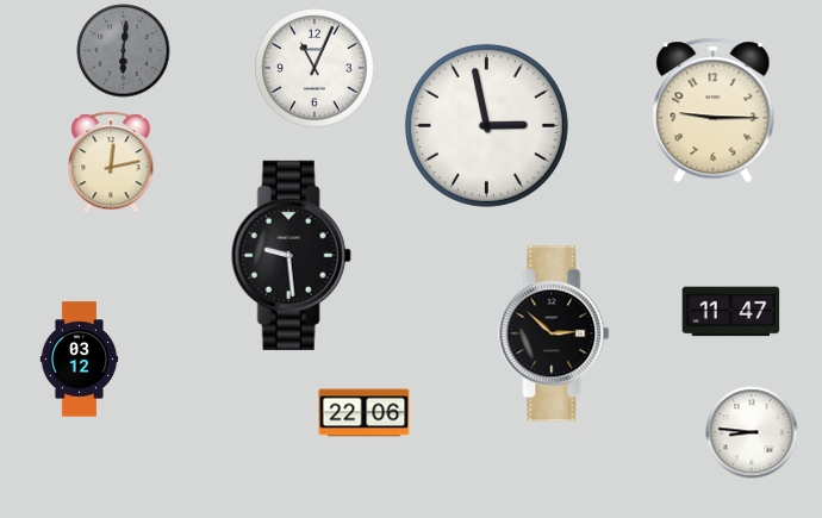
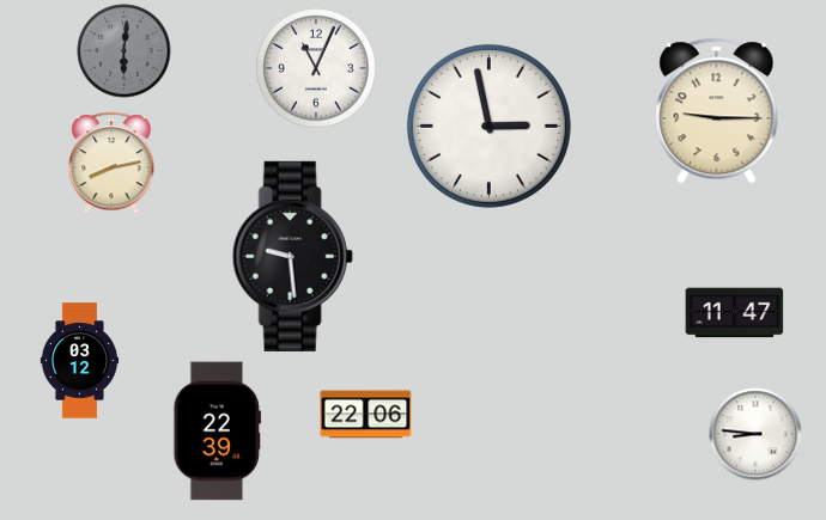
clock at (111, 162): 12:13 -> 8:13
clock at (554, 333): 2:52 -> none
clock at (218, 432): none -> 22:39
